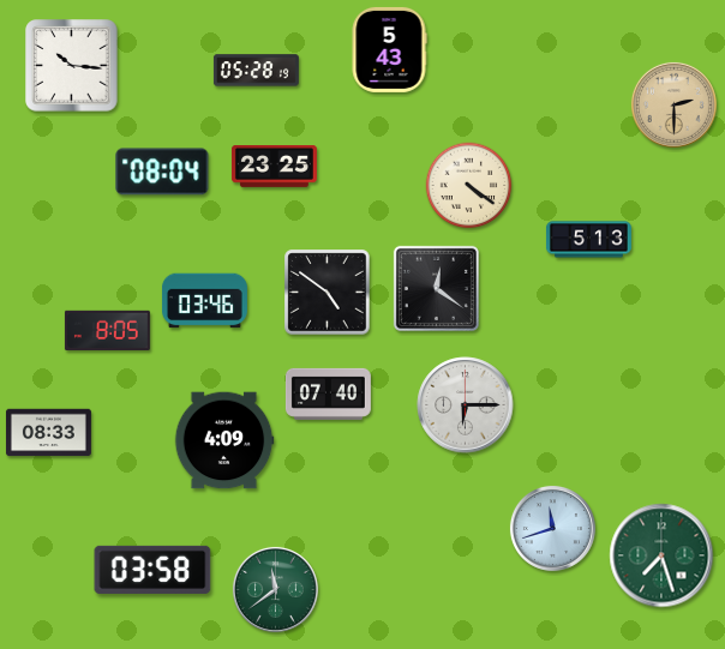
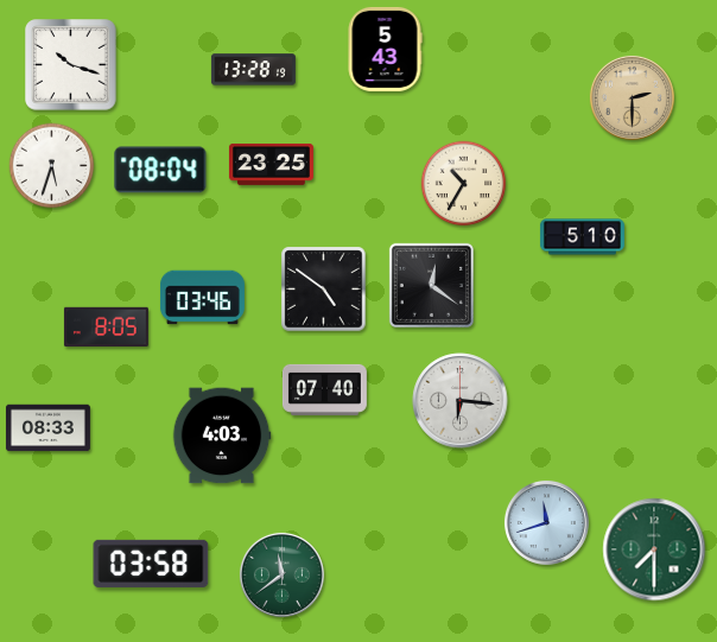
clock at (72, 66): 10:16 -> 10:18
clock at (256, 71): 05:28 -> 13:28
clock at (673, 104) position: (673, 104) -> (632, 97)
clock at (52, 166): none -> 5:33
clock at (469, 186): 4:21 -> 10:35
clock at (588, 240): 5:13 -> 5:10
clock at (466, 405): 6:15 -> 6:16
clock at (224, 440): 4:09 -> 4:03
clock at (661, 555): 7:27 -> 7:30
clock at (275, 589) position: (275, 589) -> (281, 574)
